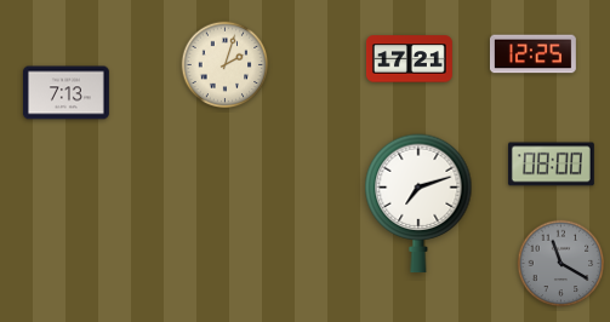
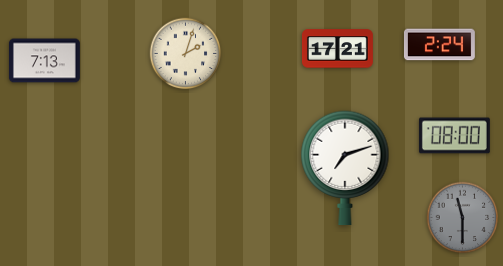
clock at (532, 54): 12:25 -> 2:24
clock at (65, 93) position: (65, 93) -> (44, 61)
clock at (561, 264): 11:20 -> 11:30
